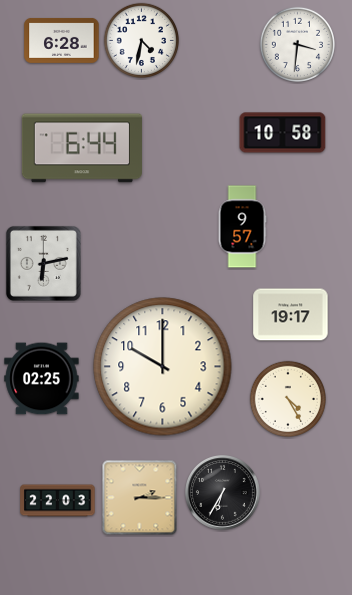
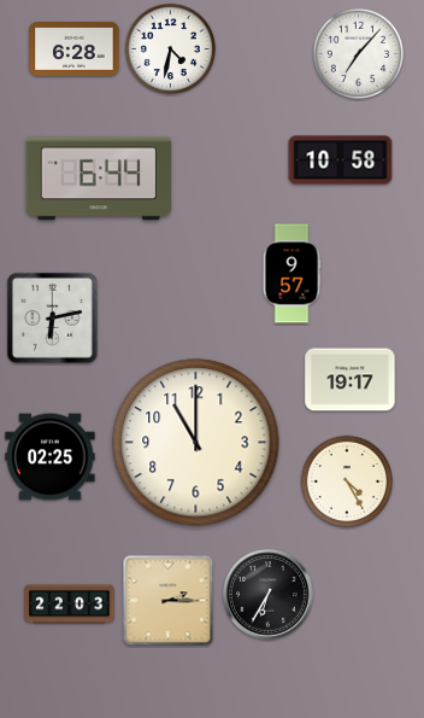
clock at (297, 44): 3:31 -> 7:07
clock at (163, 367): 10:00 -> 11:00
